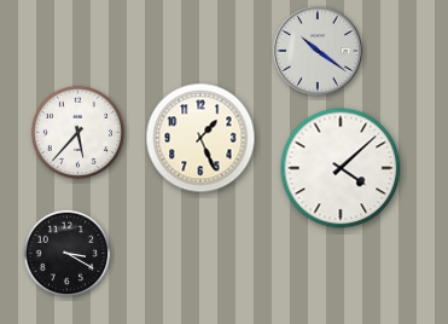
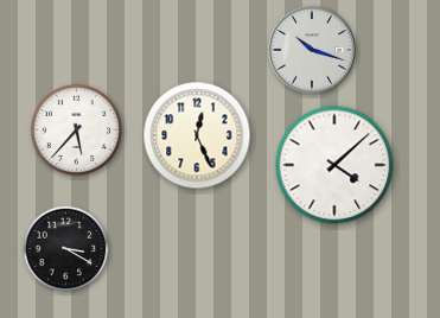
clock at (318, 51): 10:21 -> 10:18
clock at (200, 138): 1:26 -> 12:26
